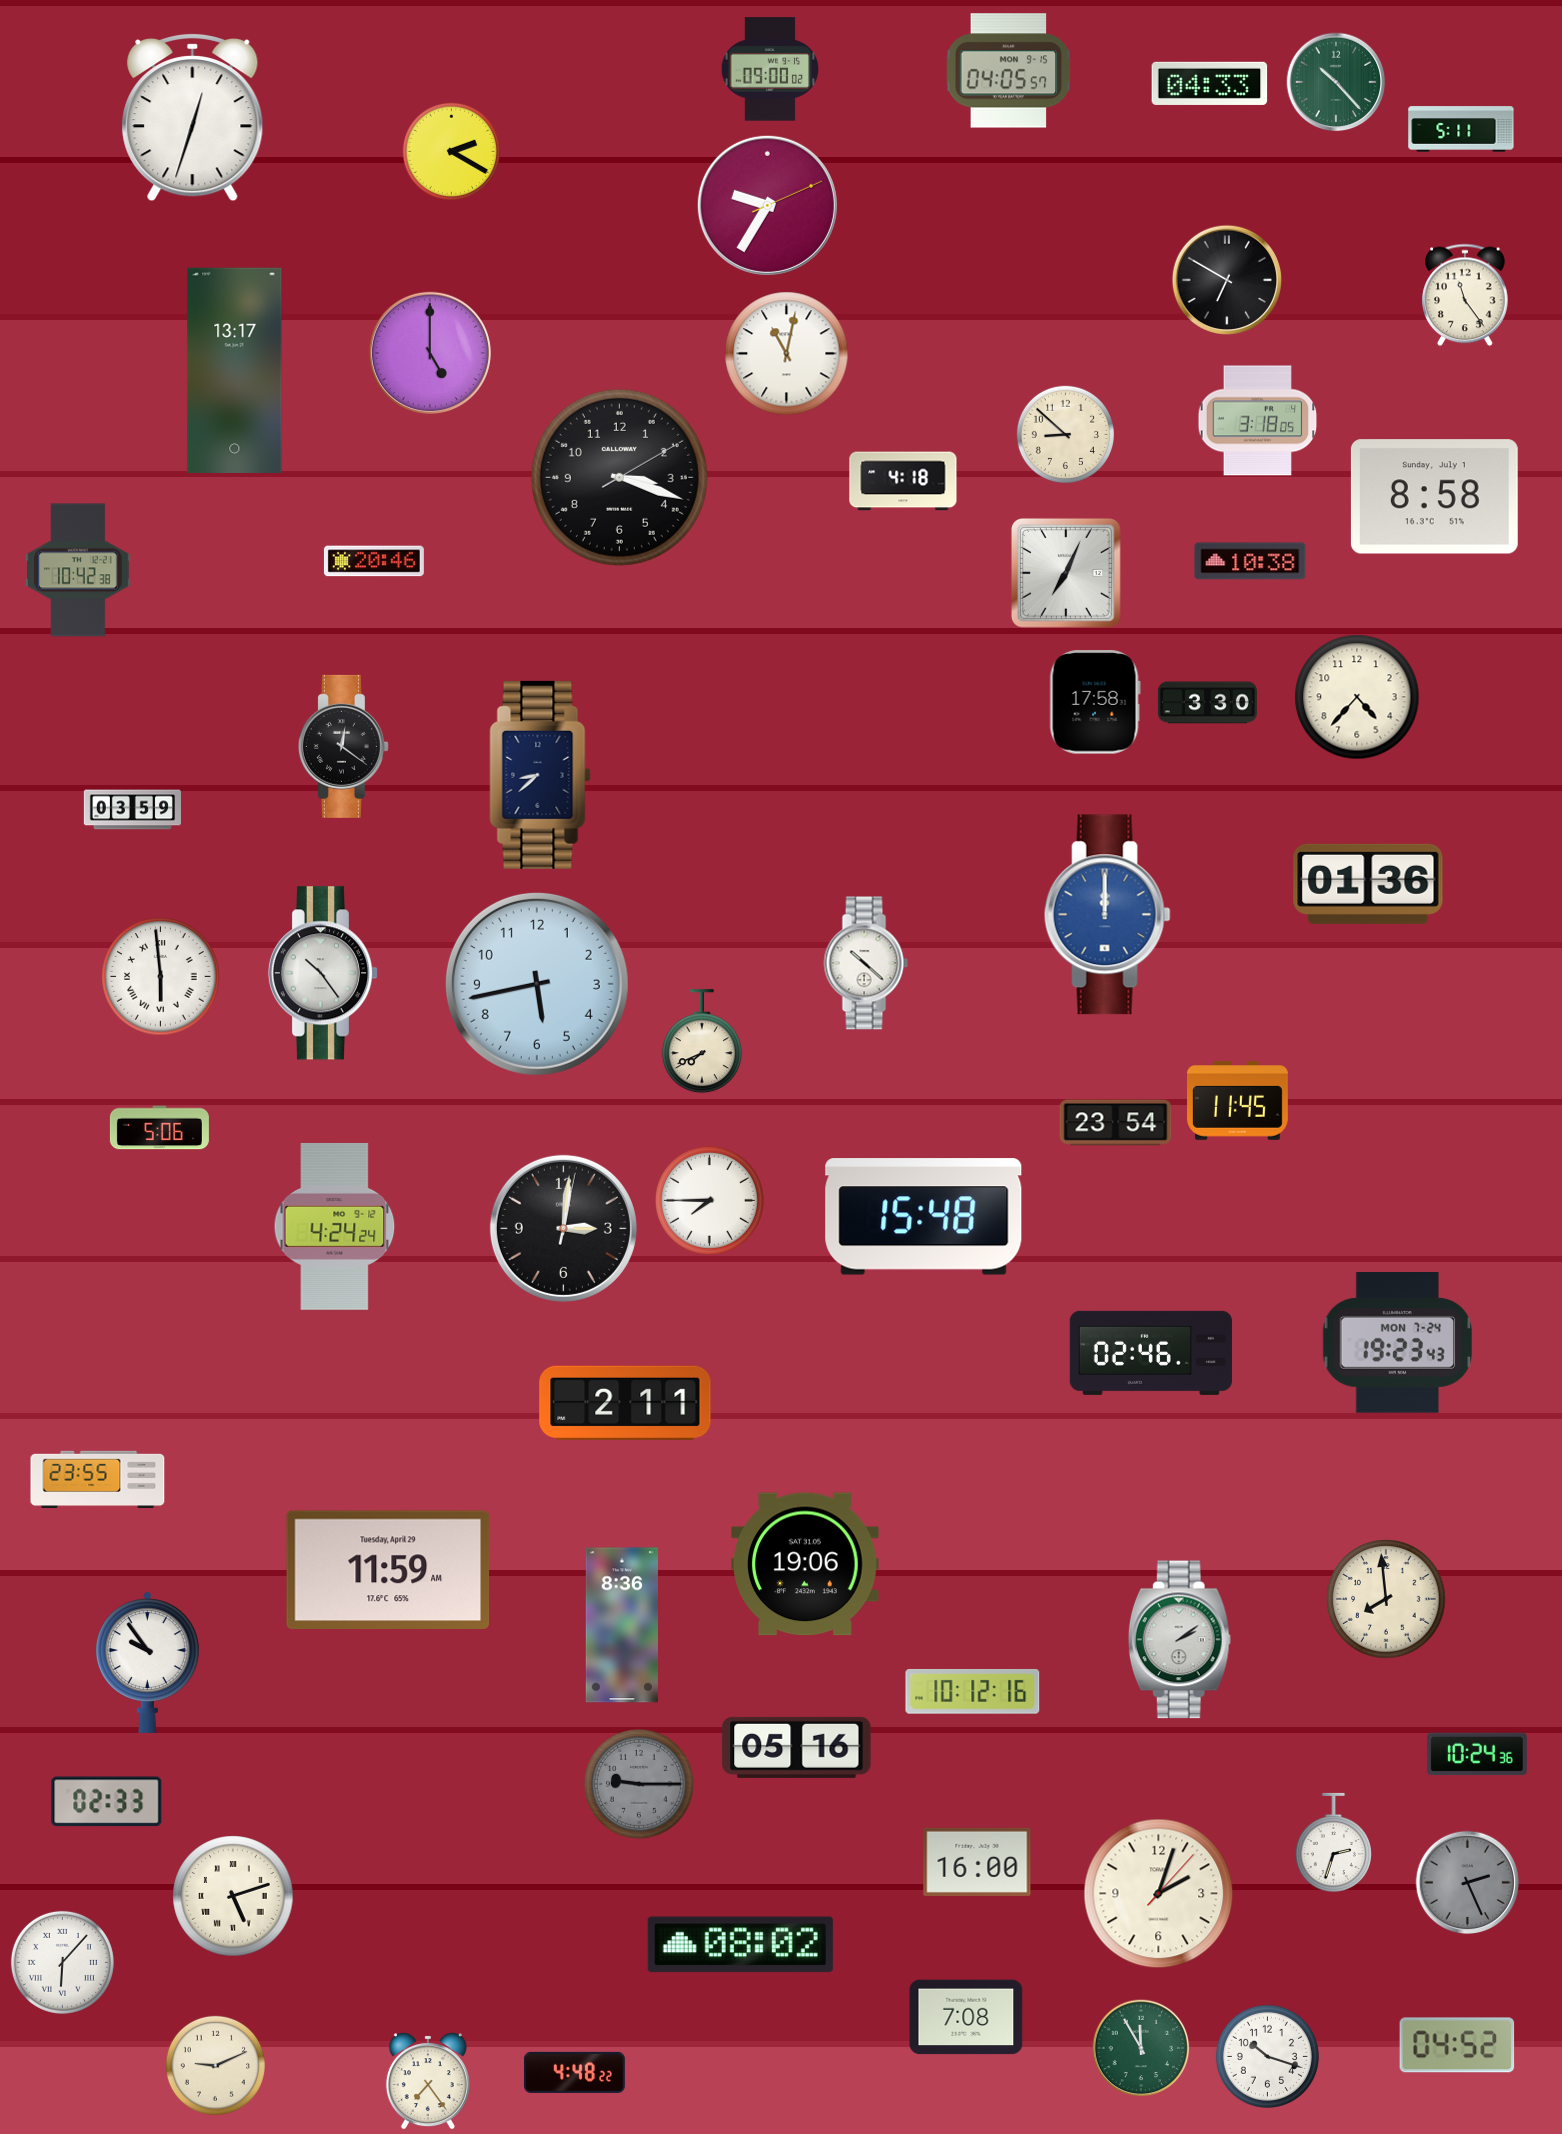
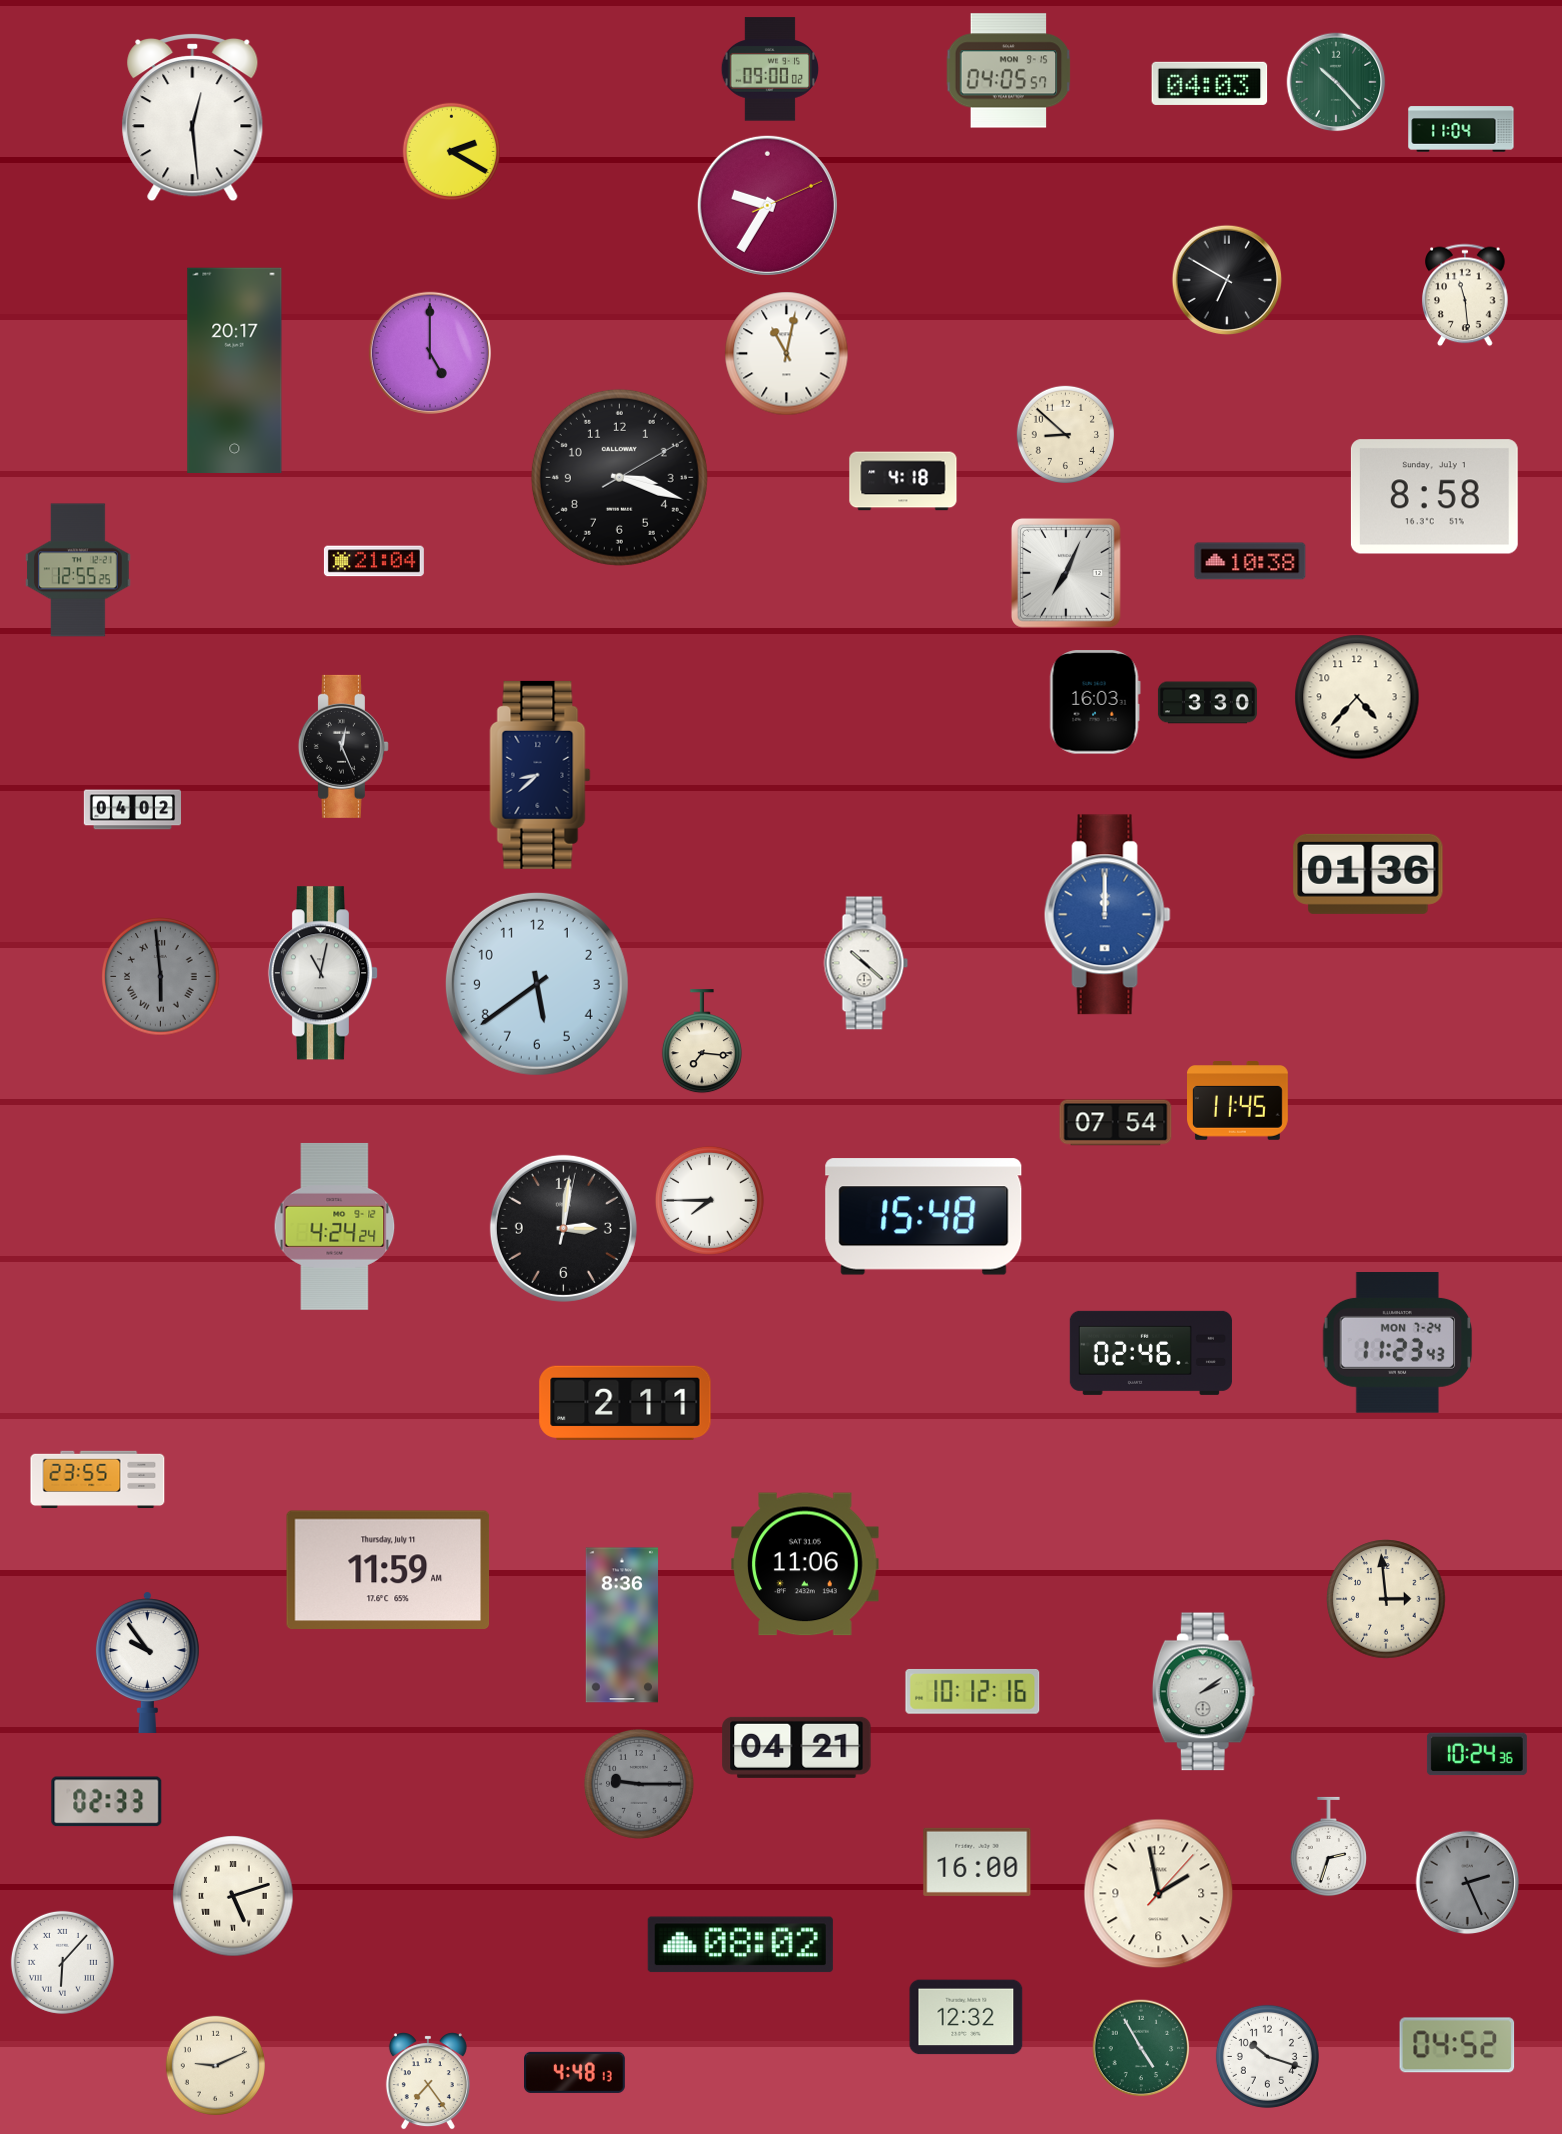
clock at (1210, 83): 04:33 -> 04:03
clock at (193, 117): 12:33 -> 12:29
clock at (1461, 129): 5:11 -> 11:04
clock at (1465, 295): 11:24 -> 11:29
clock at (235, 370): 13:17 -> 20:17
clock at (1258, 421): 3:18 -> none
clock at (374, 561): 20:46 -> 21:04
clock at (78, 570): 10:42 -> 12:55
clock at (1095, 702): 17:58 -> 16:03
clock at (343, 746): 12:21 -> 12:26
clock at (132, 810): 03:59 -> 04:02
clock at (1368, 884) position: (1368, 884) -> (1368, 874)
clock at (323, 973): 10:24 -> 11:02
clock at (161, 977) dial: white -> grey
clock at (537, 984): 5:43 -> 5:39
clock at (702, 1042): 7:41 -> 7:16
clock at (1116, 1123): 23:54 -> 07:54
clock at (159, 1128): 5:06 -> none
clock at (1398, 1343): 19:23 -> 11:23
clock at (805, 1564): 19:06 -> 11:06
clock at (388, 1569) date: Tuesday, April 29 -> Thursday, July 11
clock at (1386, 1599): 7:59 -> 2:59
clock at (1179, 1640) position: (1179, 1640) -> (1203, 1692)
clock at (797, 1747): 05:16 -> 04:21
clock at (1333, 1843) position: (1333, 1843) -> (1328, 1847)
clock at (1159, 1894): 2:03 -> 1:58
clock at (966, 2017): 7:08 -> 12:32
clock at (1141, 2048): 11:55 -> 4:55
clock at (575, 2072): 4:48:22 -> 4:48:13
